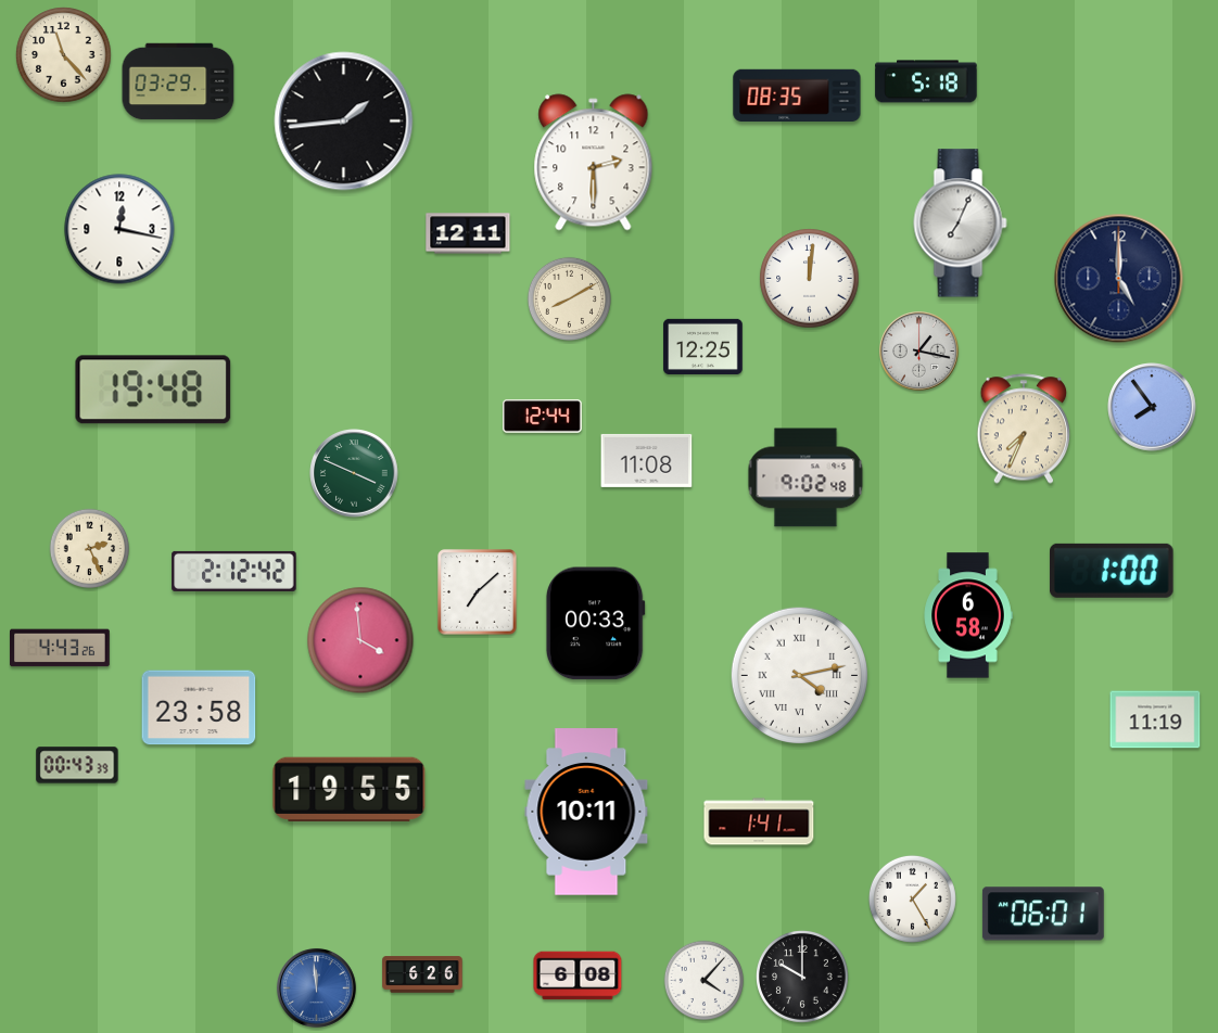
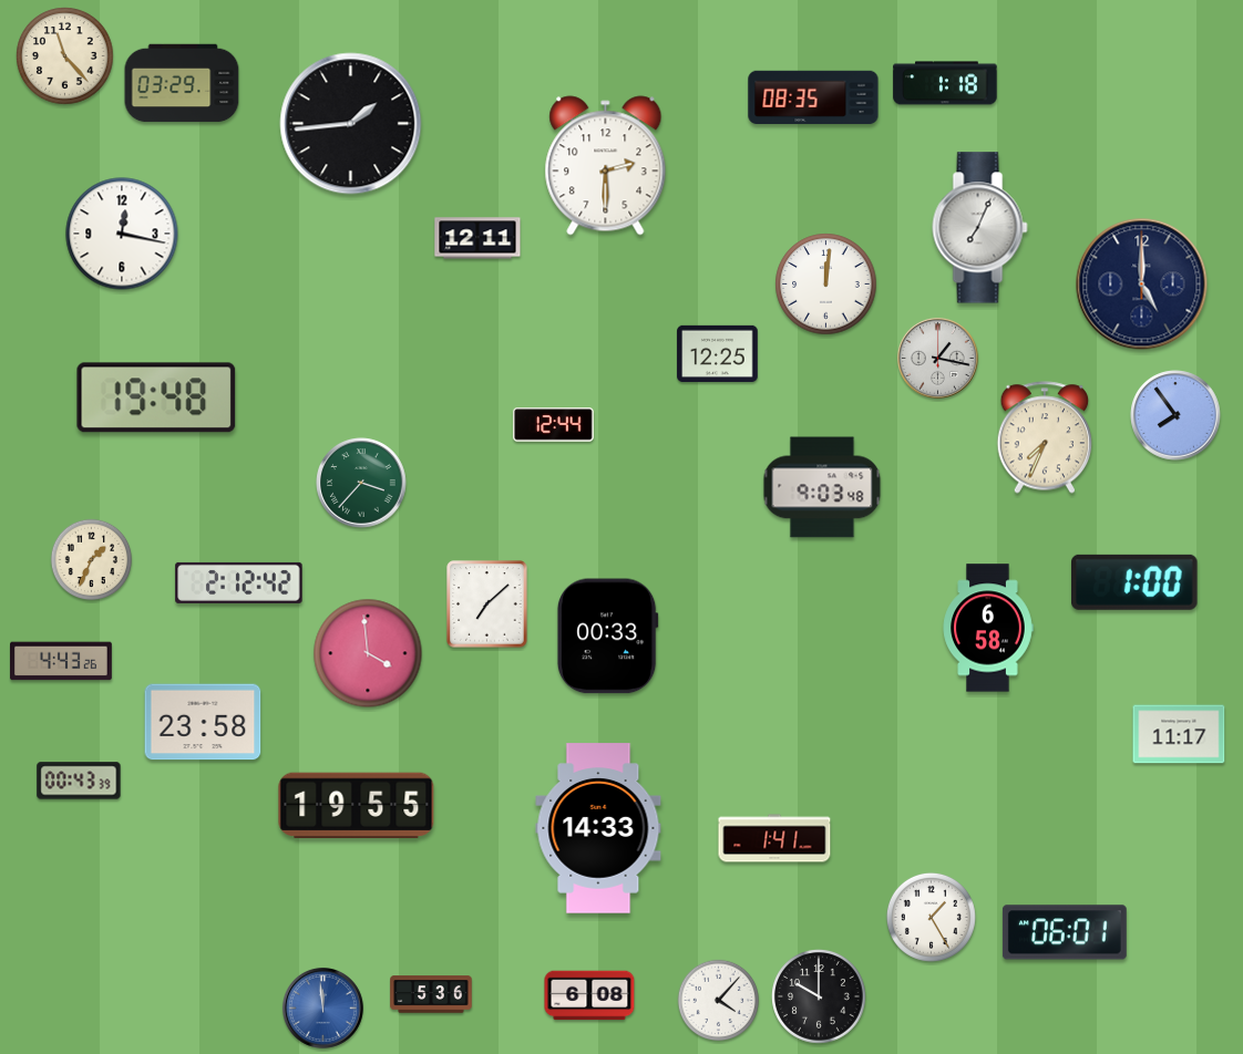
clock at (926, 81): 5:18 -> 1:18
clock at (569, 298): 8:10 -> none
clock at (647, 460): 11:08 -> none
clock at (354, 473): 3:49 -> 3:37
clock at (805, 477): 9:02 -> 9:03
clock at (90, 549): 2:26 -> 1:34
clock at (799, 675): 4:13 -> none
clock at (1155, 719): 11:19 -> 11:17
clock at (586, 812): 10:11 -> 14:33
clock at (422, 974): 6:26 -> 5:36
